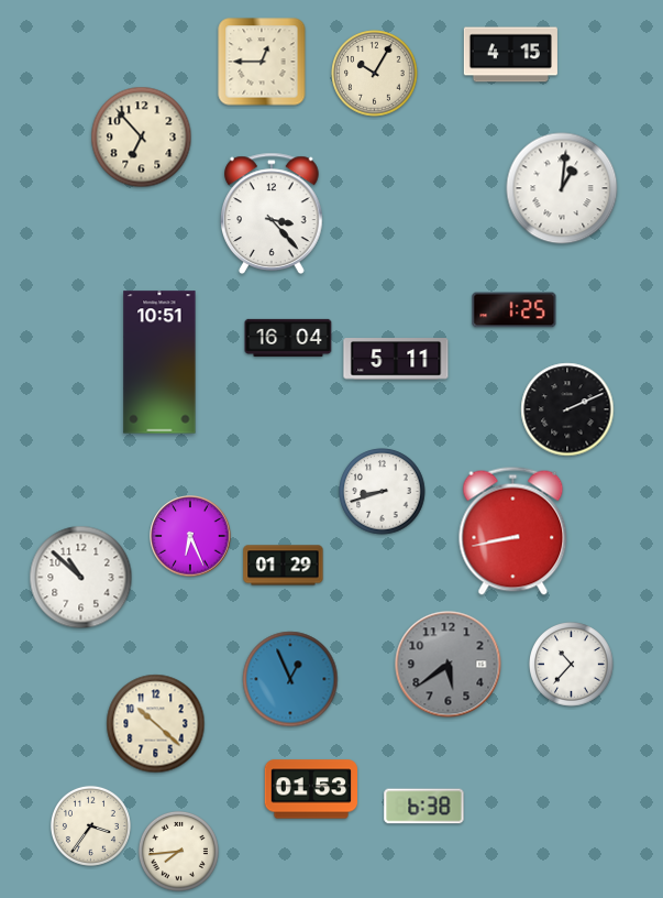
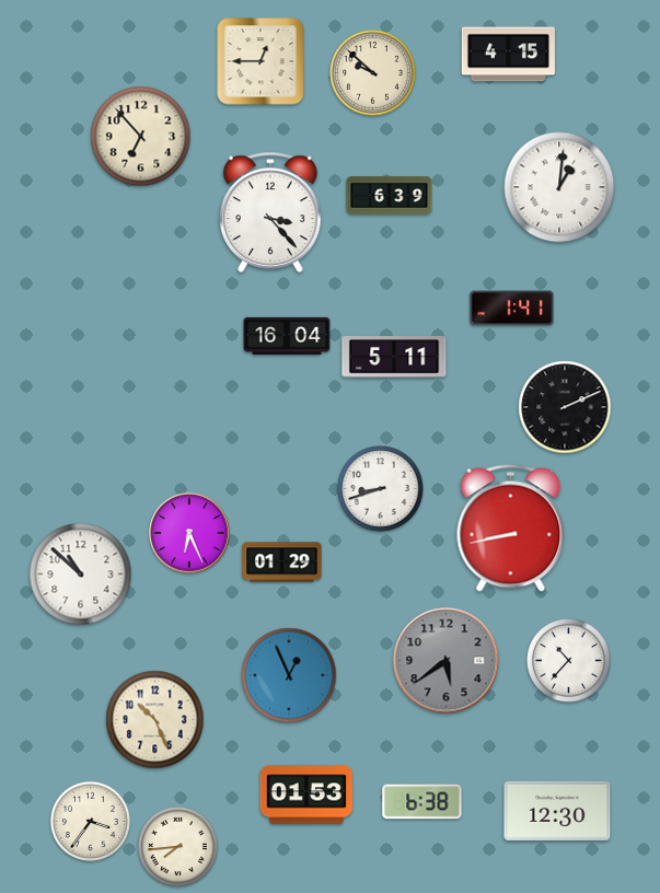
clock at (375, 74): 10:05 -> 9:52
clock at (390, 196): none -> 6:39
clock at (515, 310): 1:25 -> 1:41
clock at (159, 362): 10:51 -> none
clock at (156, 724): 10:22 -> 10:26
clock at (311, 789) position: (311, 789) -> (306, 795)
clock at (557, 811): none -> 12:30
